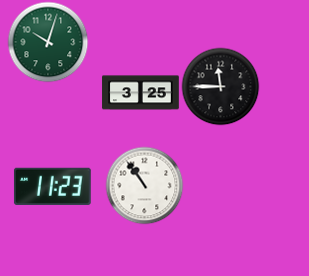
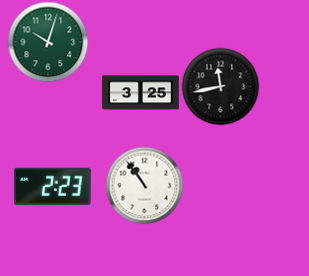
clock at (220, 86): 11:45 -> 11:43
clock at (52, 186): 11:23 -> 2:23
